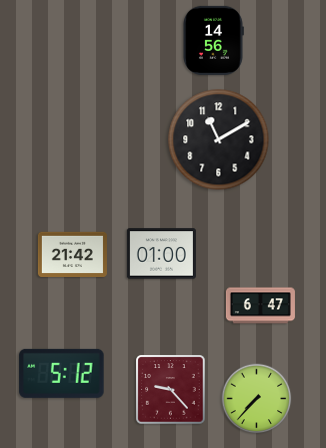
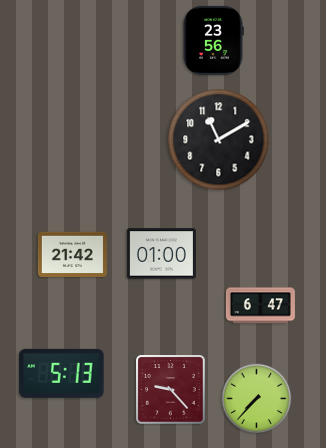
clock at (214, 40): 14:56 -> 23:56
clock at (62, 373): 5:12 -> 5:13
